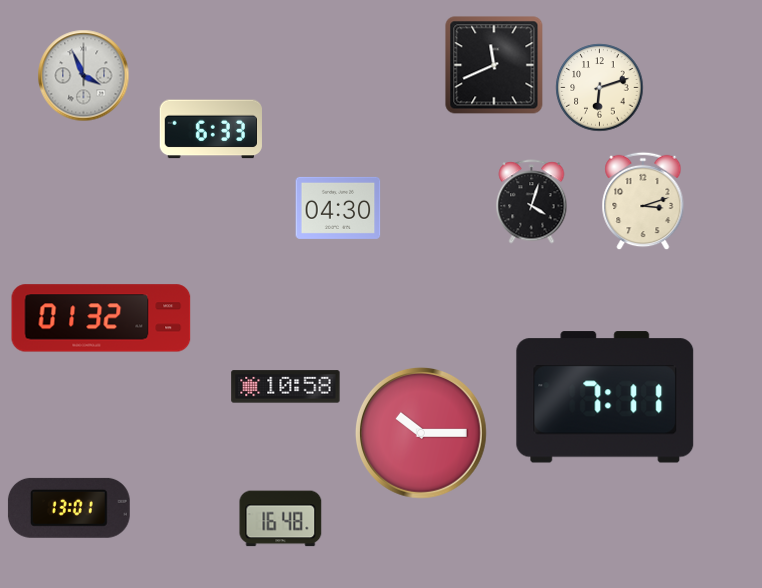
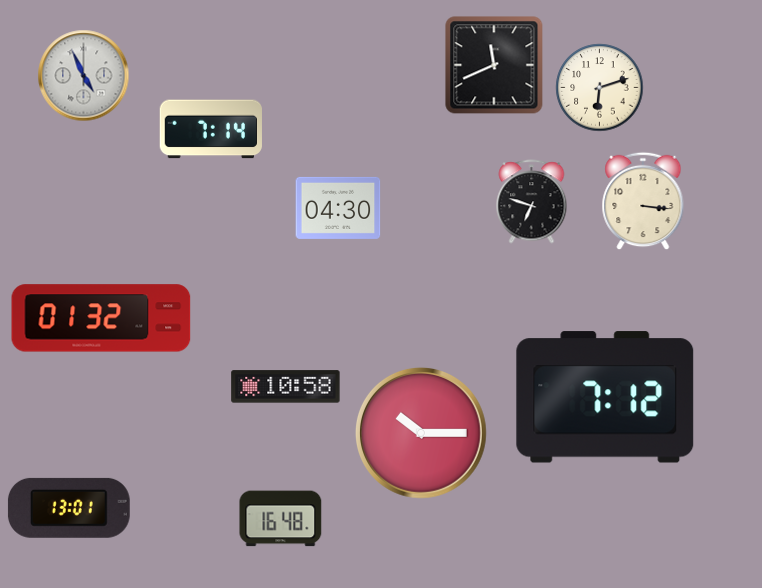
clock at (84, 76): 3:56 -> 4:56
clock at (211, 129): 6:33 -> 7:14
clock at (643, 201): 3:12 -> 3:16
clock at (532, 202): 4:03 -> 6:48
clock at (605, 397): 7:11 -> 7:12
